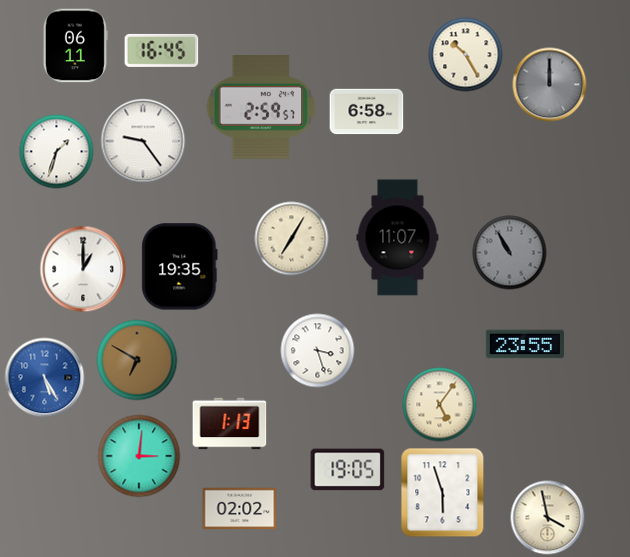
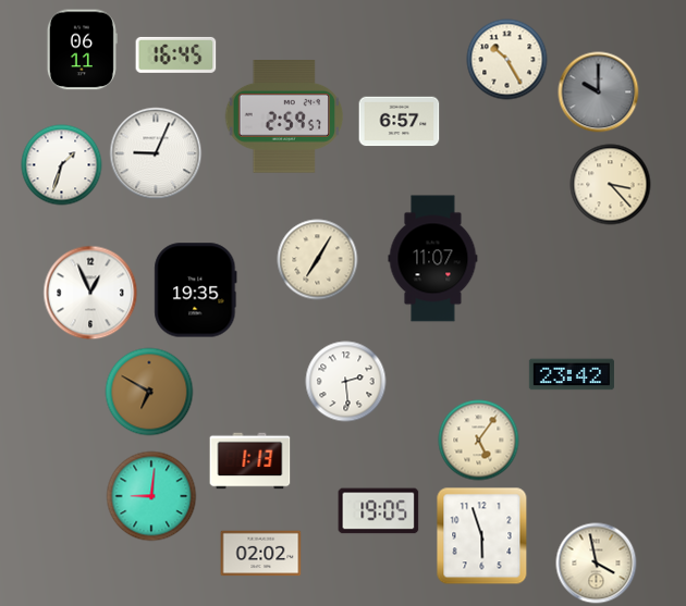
clock at (550, 85): 12:00 -> 10:00
clock at (367, 112): 6:58 -> 6:57
clock at (143, 141): 9:24 -> 9:04
clock at (611, 185): none -> 3:23
clock at (510, 253): 10:55 -> none
clock at (83, 269): 1:00 -> 12:56
clock at (525, 344): 23:55 -> 23:42
clock at (318, 351): 3:27 -> 2:29
clock at (45, 378): 5:25 -> none
clock at (139, 456): 3:01 -> 9:01
